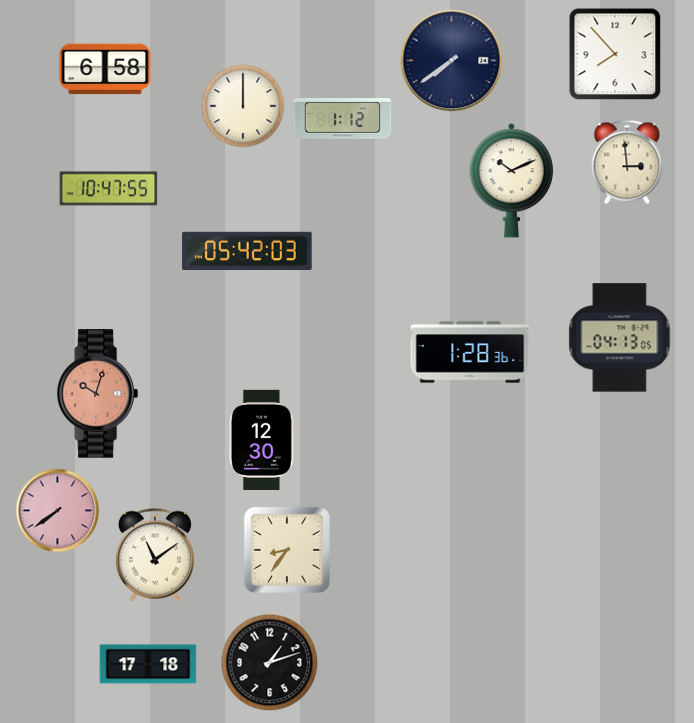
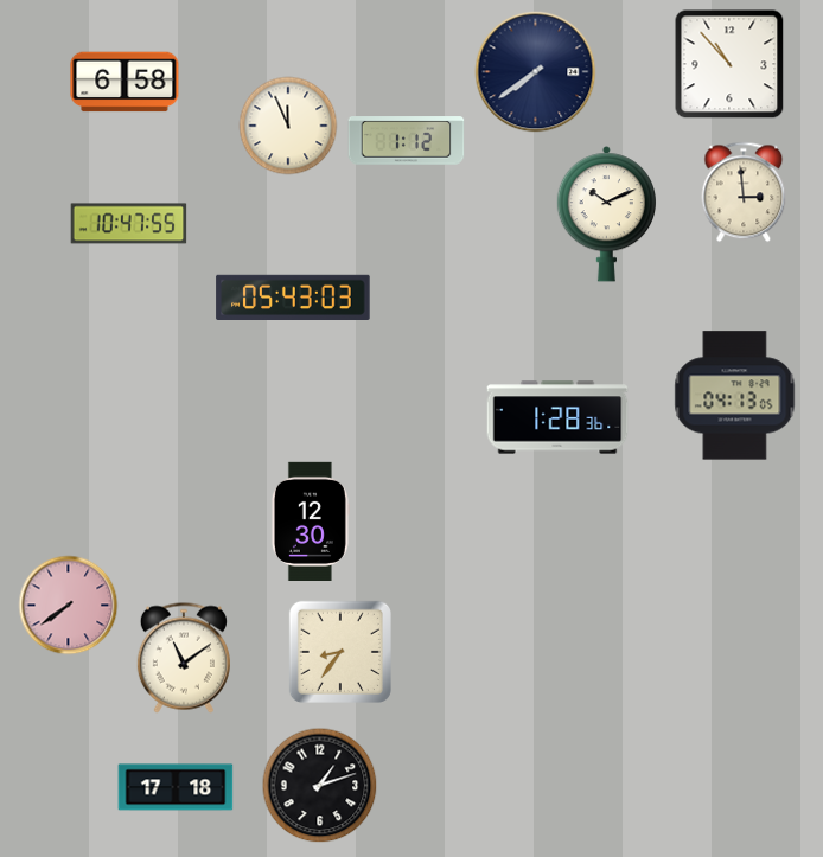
clock at (615, 54): 7:53 -> 10:53
clock at (243, 106): 12:00 -> 11:56
clock at (247, 251): 05:42 -> 05:43
clock at (620, 338) position: (620, 338) -> (735, 396)
clock at (97, 394): 10:03 -> none
